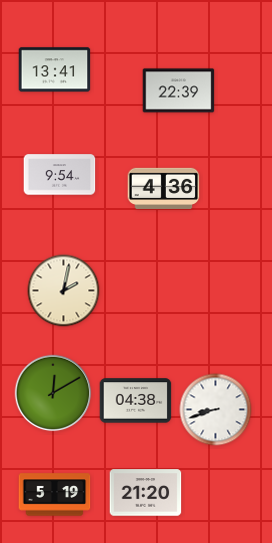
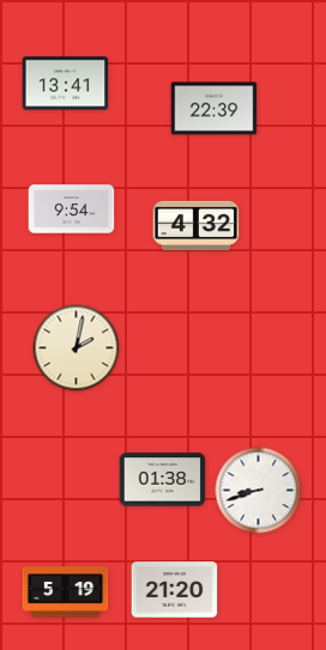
clock at (164, 188): 4:36 -> 4:32
clock at (53, 393): 12:10 -> none
clock at (136, 401): 04:38 -> 01:38
